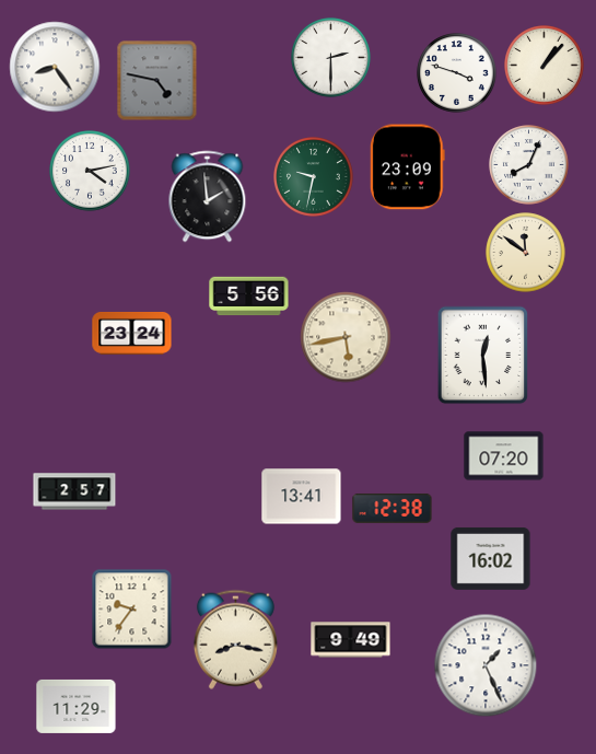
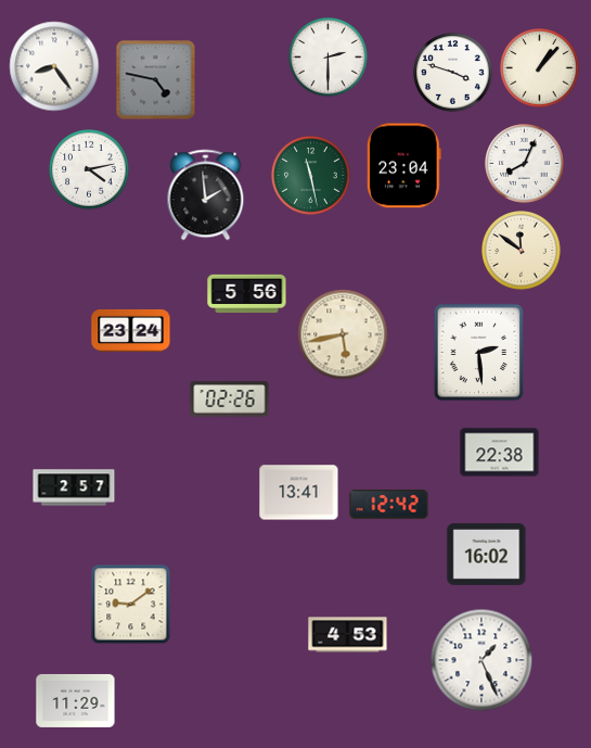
clock at (545, 66) position: (545, 66) -> (540, 68)
clock at (407, 167): 23:09 -> 23:04
clock at (314, 177): 9:32 -> 11:28
clock at (483, 356): 12:29 -> 2:29
clock at (230, 400): none -> 02:26
clock at (504, 456): 07:20 -> 22:38
clock at (393, 508): 12:38 -> 12:42
clock at (132, 610): 9:36 -> 9:09
clock at (235, 639): 8:17 -> none
clock at (351, 640): 9:49 -> 4:53
